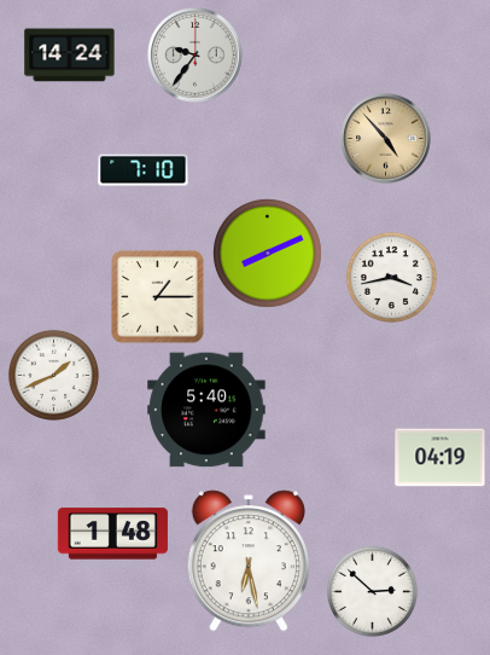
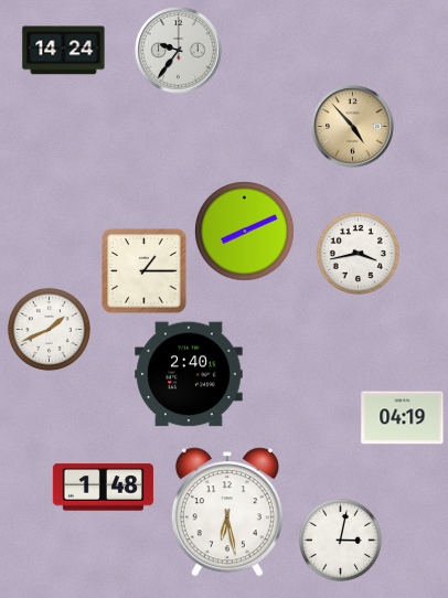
clock at (144, 170): 7:10 -> none
clock at (53, 375) position: (53, 375) -> (49, 329)
clock at (206, 410): 5:40 -> 2:40
clock at (372, 591): 2:52 -> 3:02
